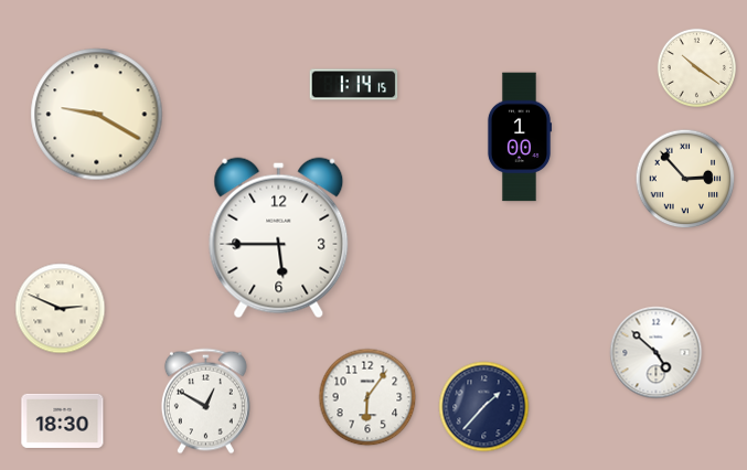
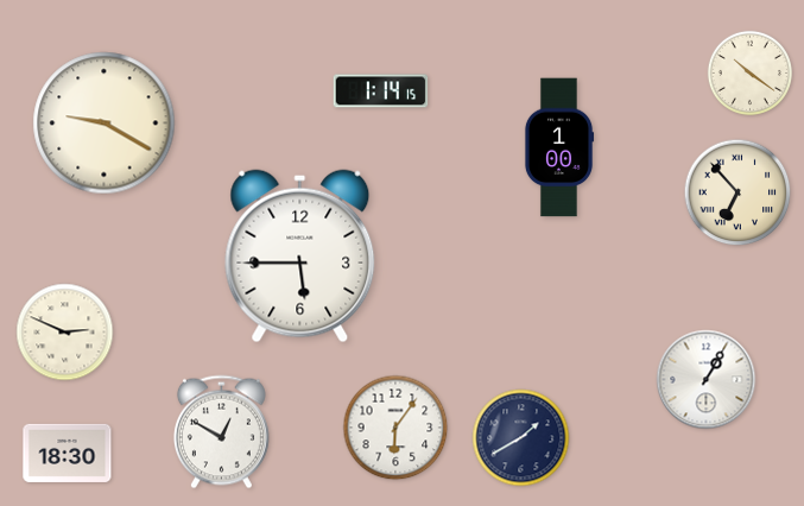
clock at (685, 179): 2:53 -> 6:53
clock at (657, 353): 4:52 -> 1:05
clock at (484, 407): 1:37 -> 1:40
